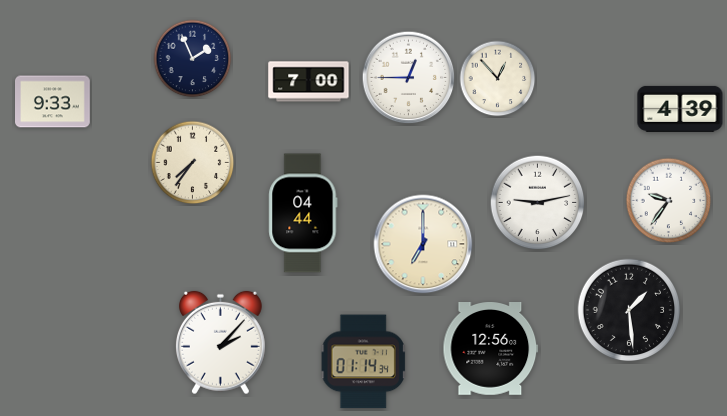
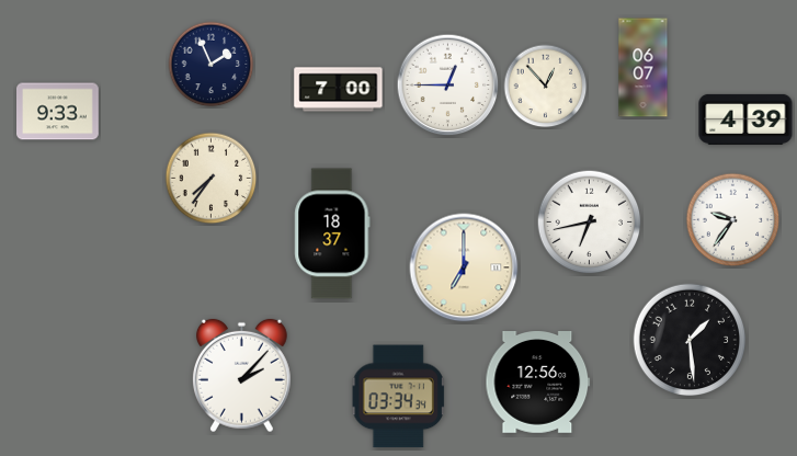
clock at (644, 68): none -> 06:07
clock at (538, 203): 9:13 -> 6:43
clock at (303, 213): 04:44 -> 18:37
clock at (363, 362): 01:14 -> 03:34
